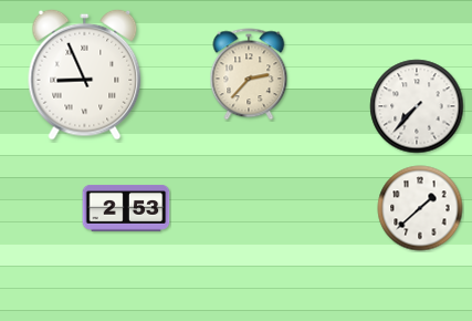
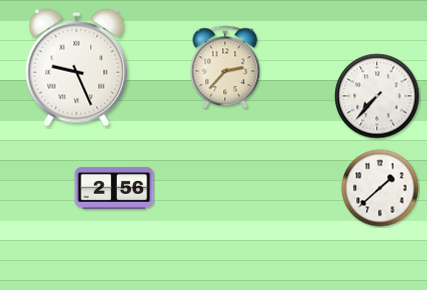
clock at (85, 74): 8:56 -> 9:26
clock at (126, 208): 2:53 -> 2:56
